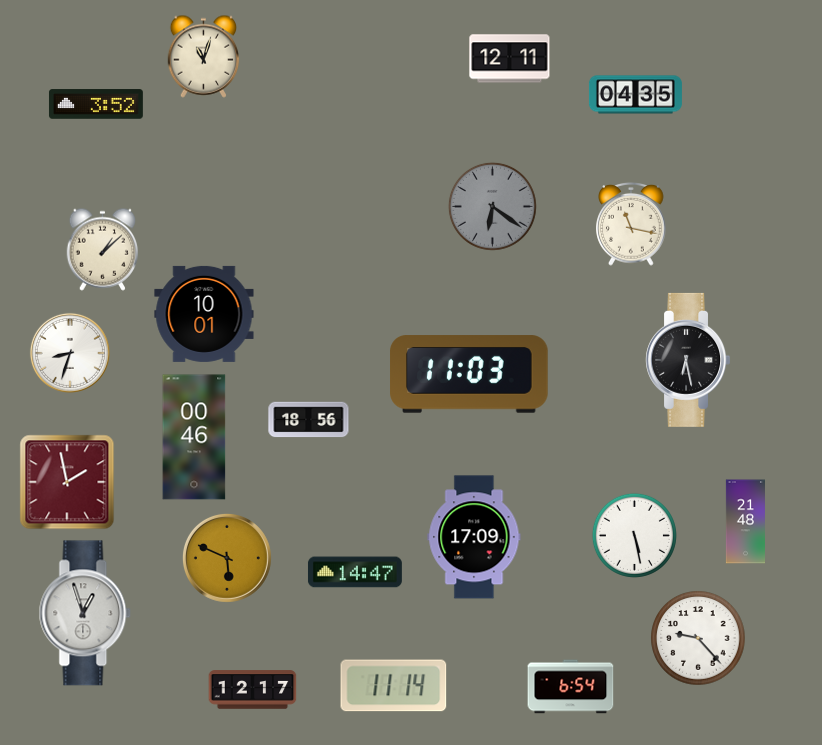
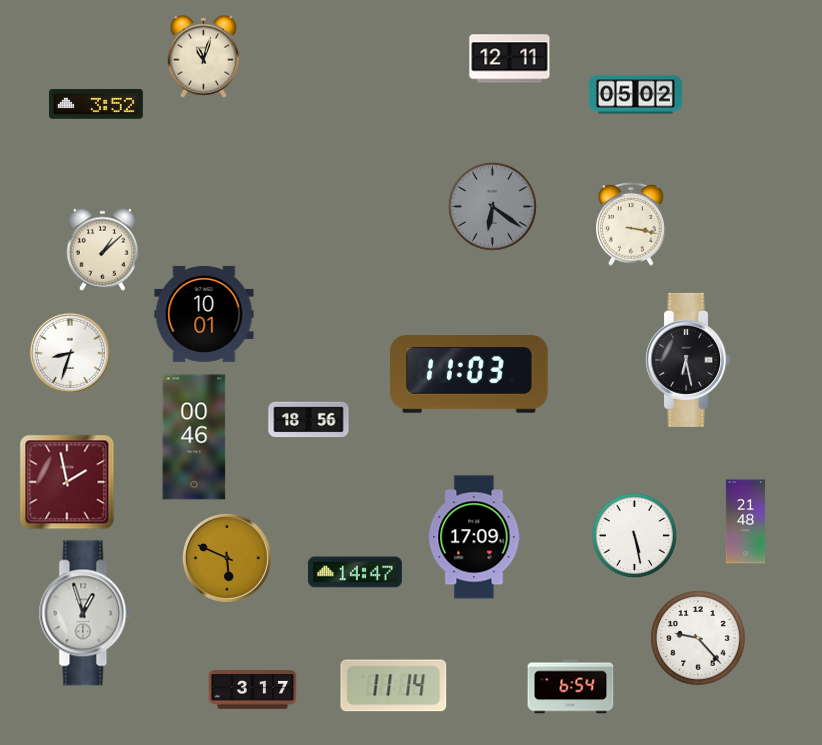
clock at (635, 95): 04:35 -> 05:02
clock at (631, 224): 11:17 -> 3:17
clock at (253, 690): 12:17 -> 3:17
